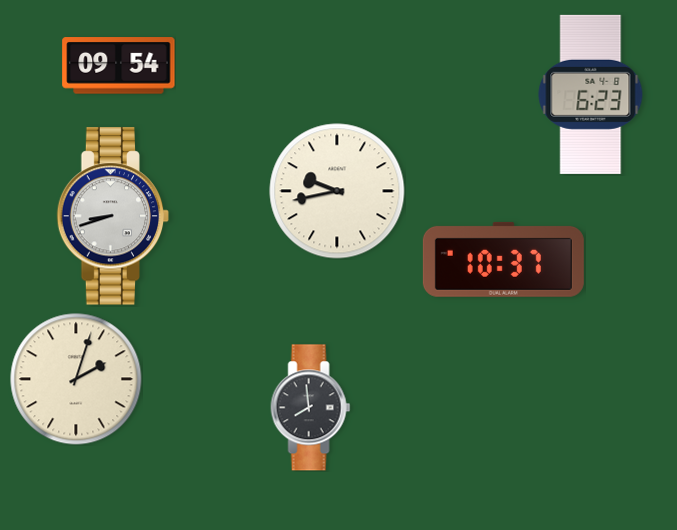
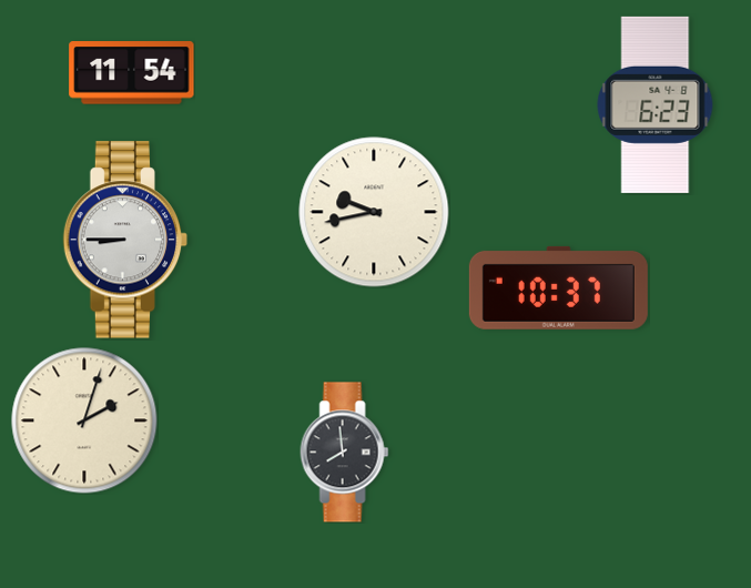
clock at (119, 66): 09:54 -> 11:54
clock at (113, 216): 8:42 -> 8:45
